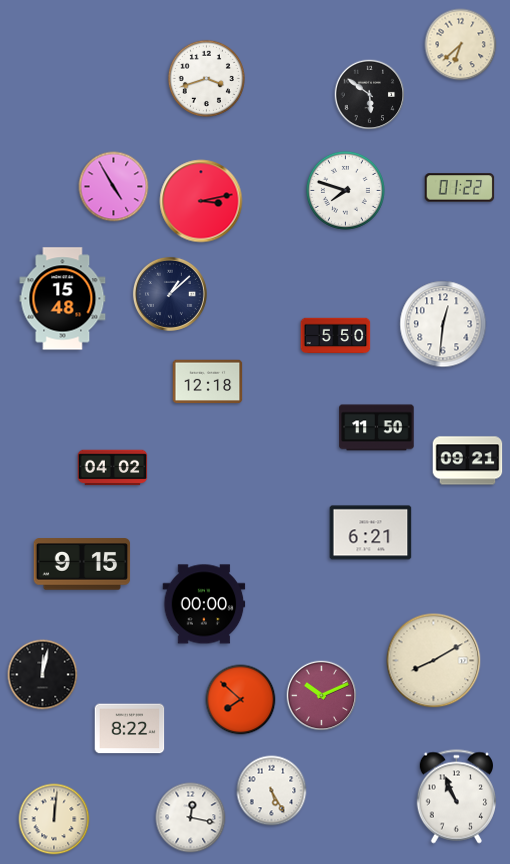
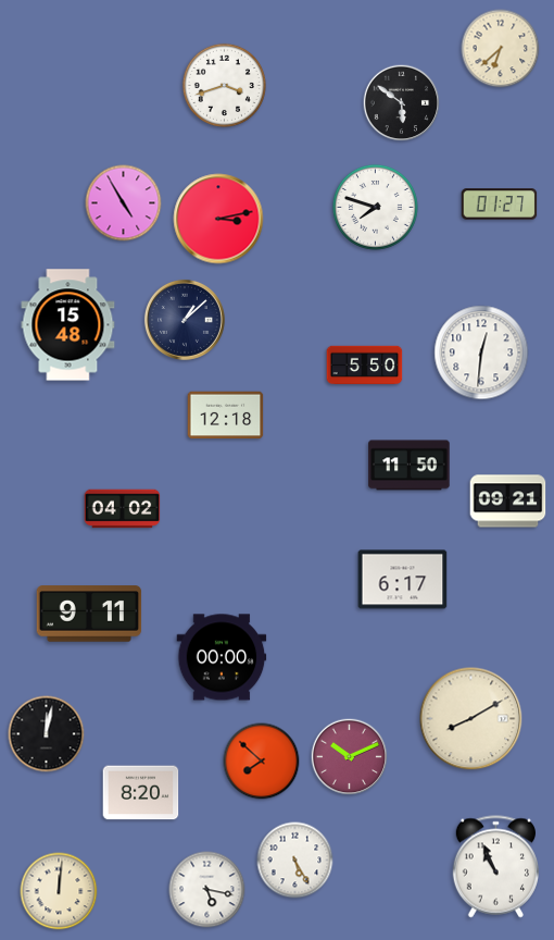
clock at (460, 188): 01:22 -> 01:27
clock at (371, 533): 6:21 -> 6:17
clock at (82, 564): 9:15 -> 9:11
clock at (130, 729): 8:22 -> 8:20
clock at (191, 818): 12:17 -> 5:17
